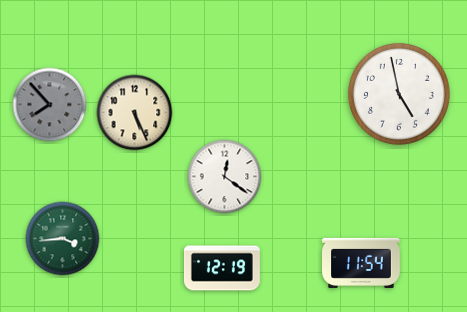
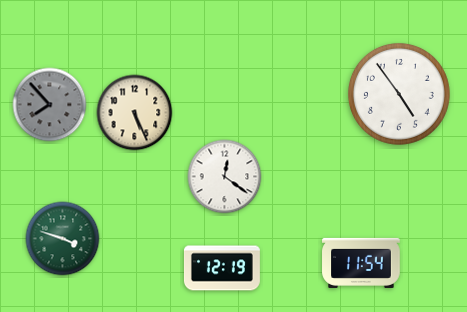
clock at (399, 94): 4:58 -> 4:54
clock at (63, 239): 3:44 -> 3:48
